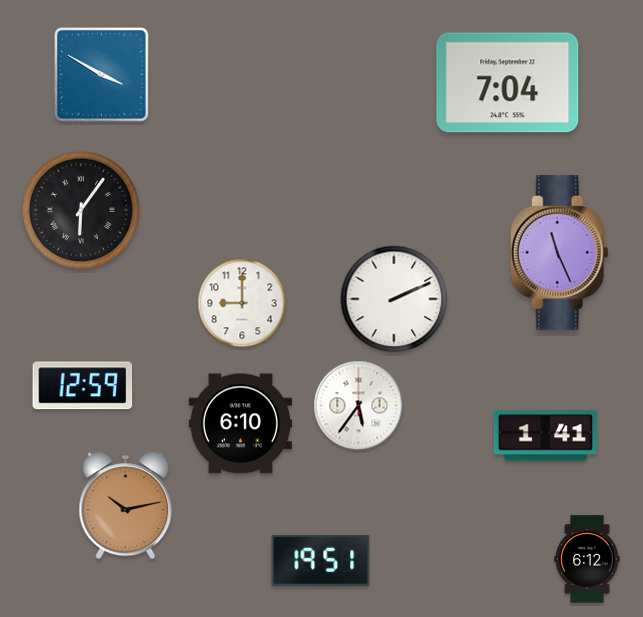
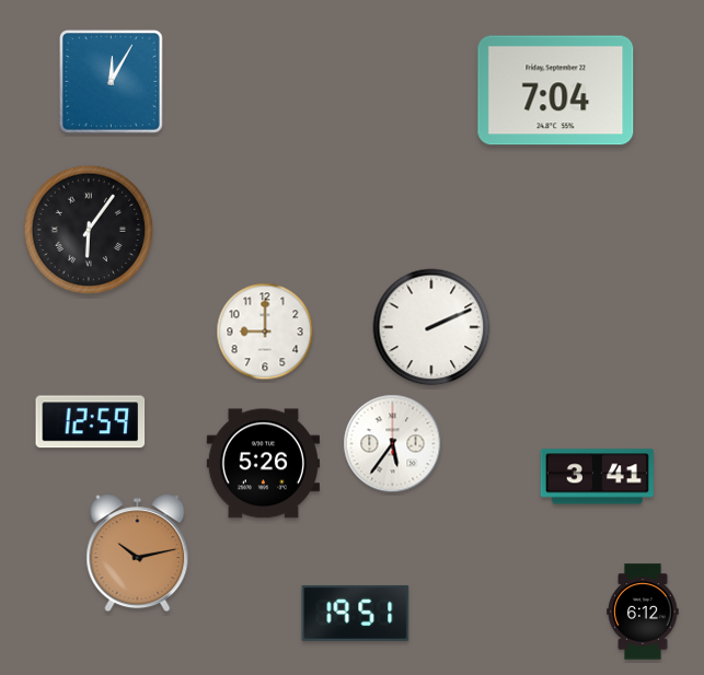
clock at (102, 75): 3:50 -> 12:05
clock at (559, 252): 11:26 -> none
clock at (240, 424): 6:10 -> 5:26
clock at (545, 436): 1:41 -> 3:41
clock at (321, 560) position: (321, 560) -> (356, 613)
